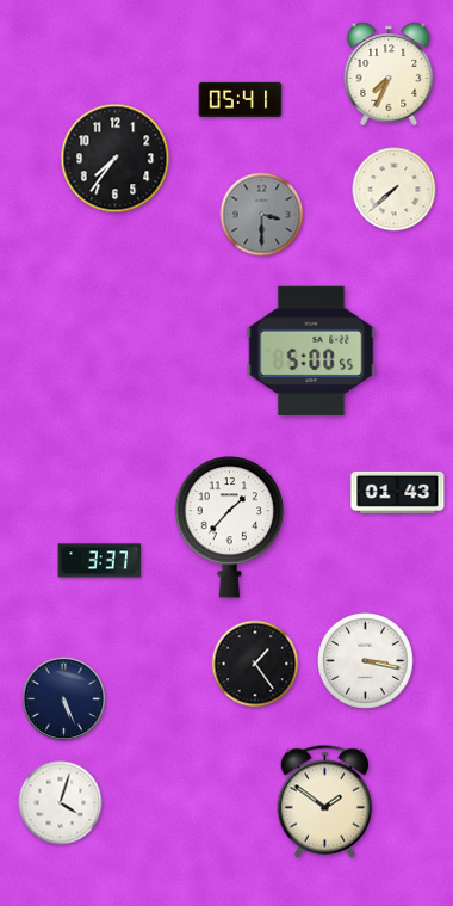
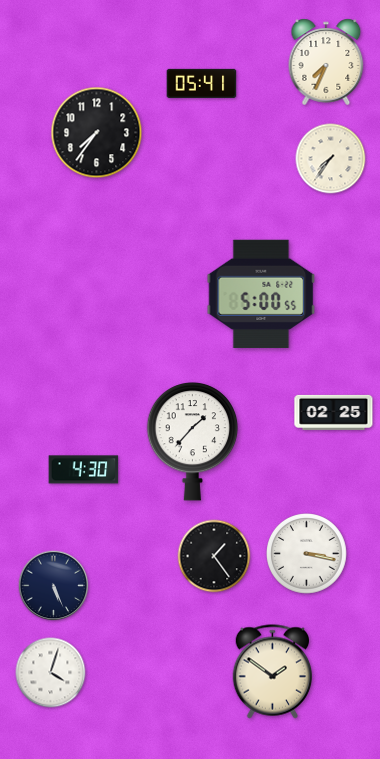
clock at (395, 190): 7:38 -> 7:36
clock at (262, 215): 3:30 -> none
clock at (398, 492): 01:43 -> 02:25
clock at (100, 561): 3:37 -> 4:30
